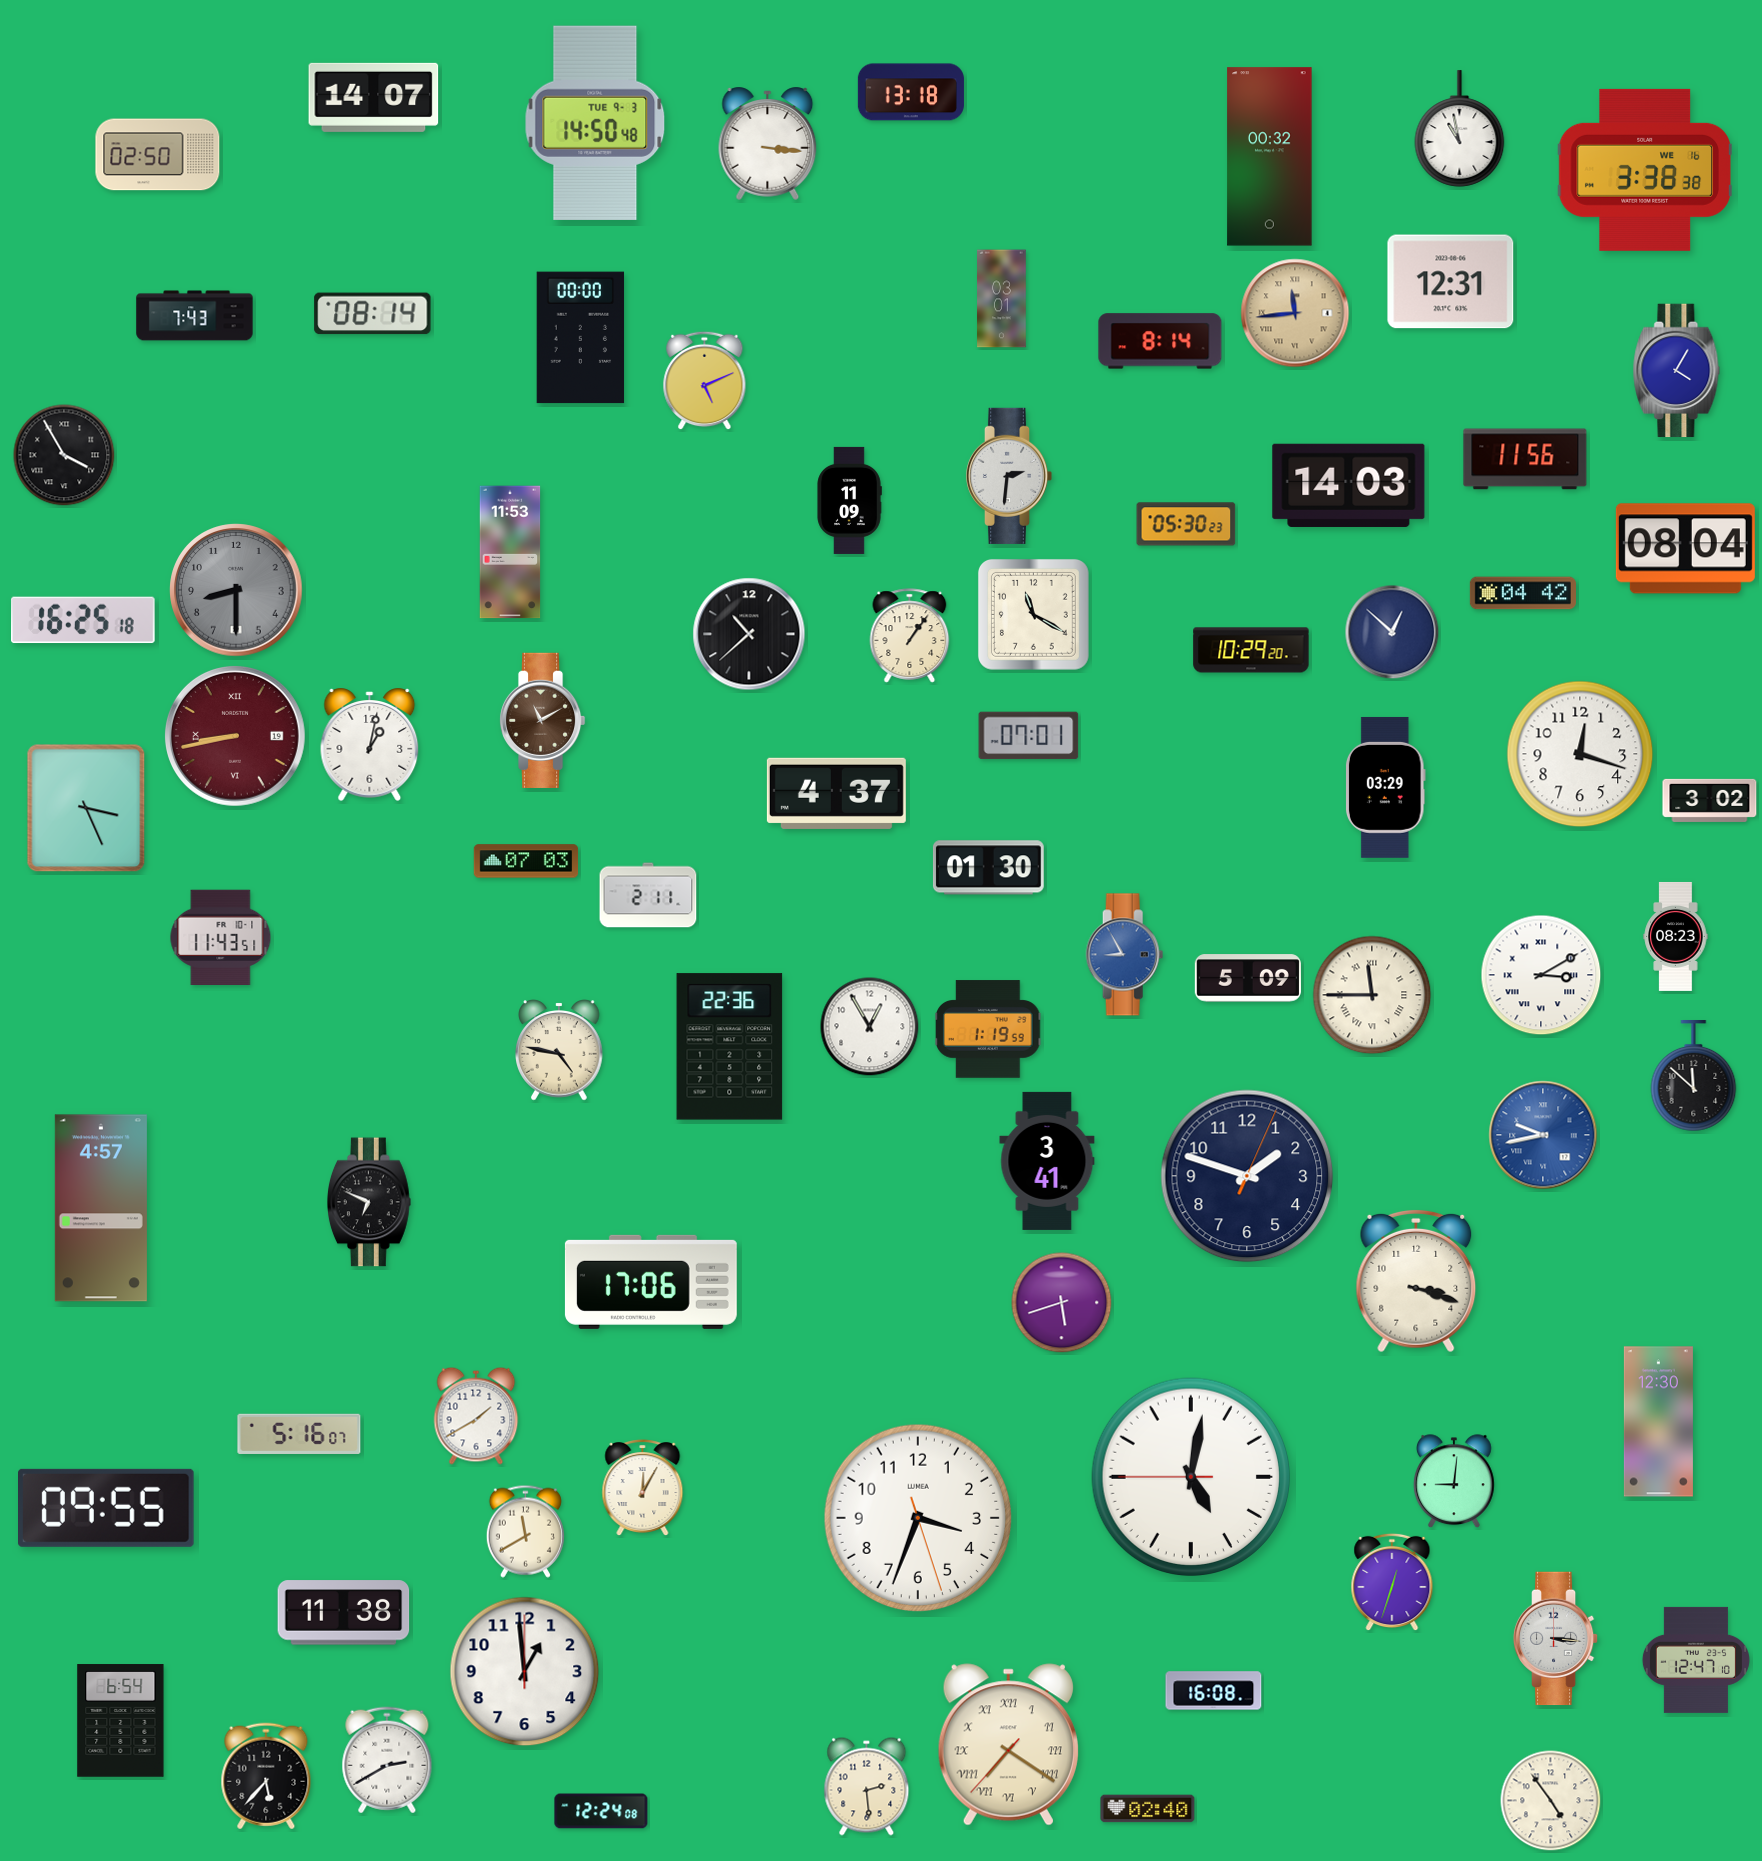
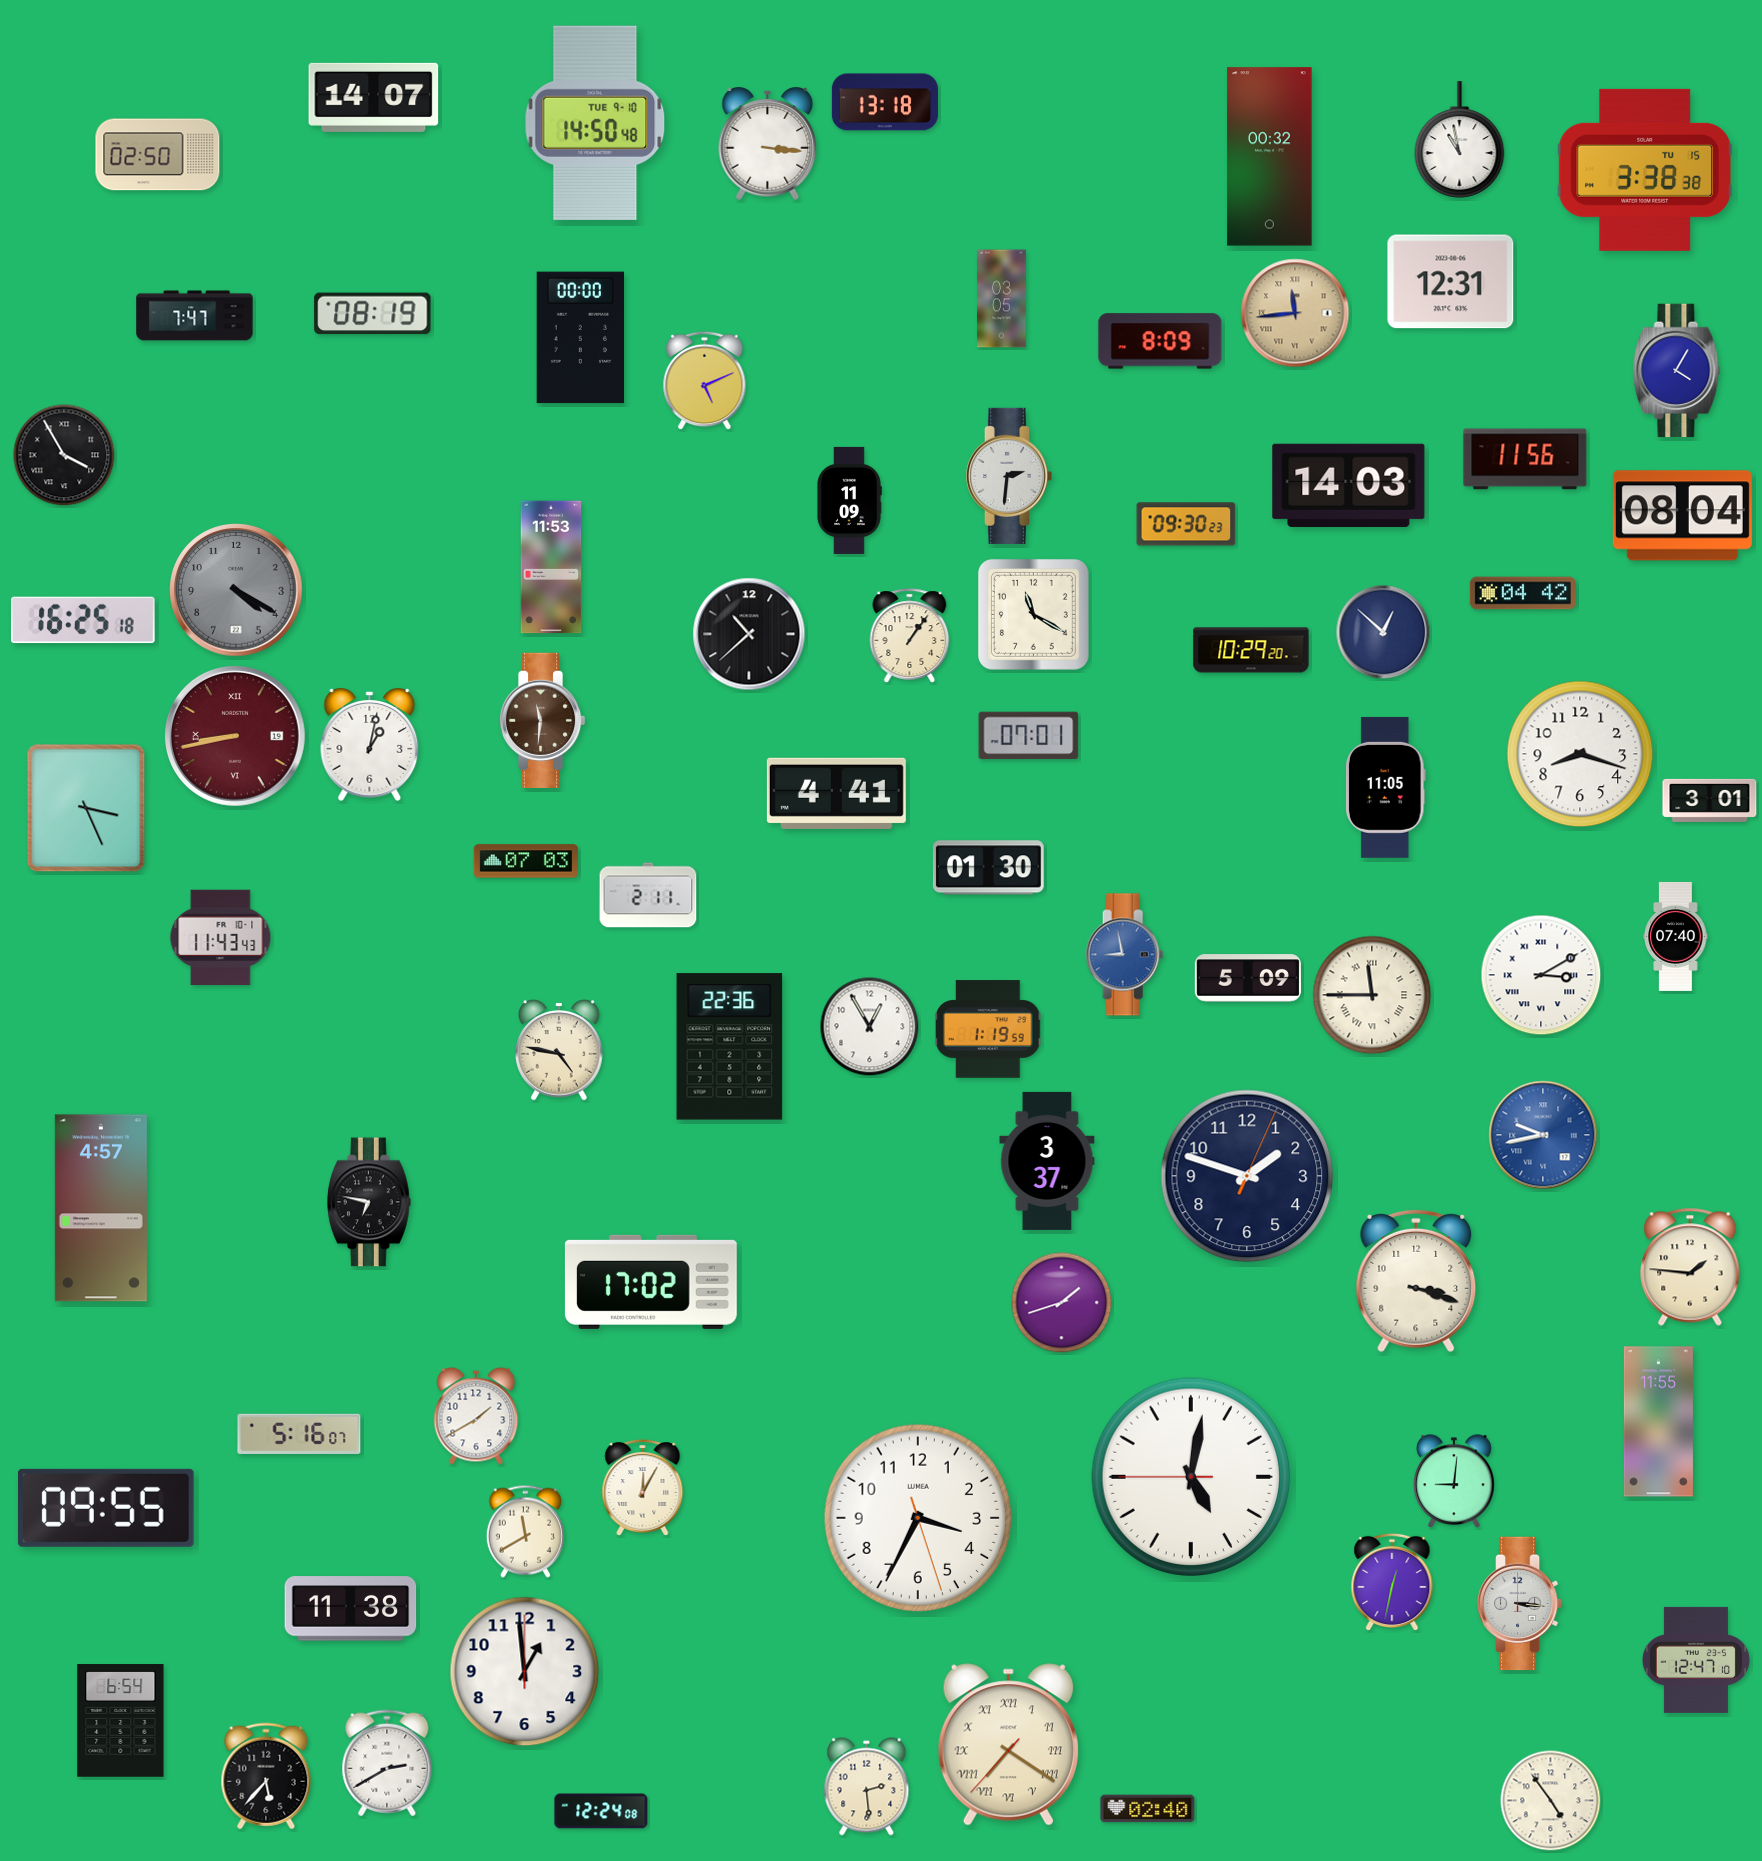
clock at (911, 92) position: (911, 92) -> (885, 102)
clock at (595, 122) date: TUE 9-3 -> TUE 9-10
clock at (1460, 129) position: (1460, 129) -> (1460, 140)
clock at (1645, 170) date: WE 16 -> TU 15
clock at (1002, 299): 03:01 -> 03:05
clock at (373, 314): 08:14 -> 08:19
clock at (195, 316): 7:43 -> 7:47
clock at (1160, 341): 8:14 -> 8:09
clock at (1186, 524): 05:30 -> 09:30
clock at (1685, 549) position: (1685, 549) -> (1682, 516)
clock at (510, 552) position: (510, 552) -> (551, 567)
clock at (236, 590): 8:30 -> 4:20
clock at (1392, 632) position: (1392, 632) -> (1383, 632)
clock at (542, 720): 11:10 -> 11:31
clock at (1580, 754): 12:18 -> 8:18
clock at (1385, 787): 03:29 -> 11:05
clock at (836, 793): 4:37 -> 4:41
clock at (1710, 800): 3:02 -> 3:01
clock at (1676, 936): 08:23 -> 07:40
clock at (221, 937): 11:43:51 -> 11:43:43
clock at (1125, 955): 8:55 -> 8:58
clock at (1694, 1077): 11:52 -> none
clock at (1047, 1161): 3:41 -> 3:37
clock at (370, 1202): 6:49 -> 6:47
clock at (1690, 1267): none -> 1:46
clock at (651, 1282): 17:06 -> 17:02
clock at (1062, 1303): 5:42 -> 1:42
clock at (1658, 1422): 12:30 -> 11:55
clock at (918, 1518): 3:33 -> 3:34
clock at (1392, 1582): 12:33 -> 12:32
clock at (344, 1613) position: (344, 1613) -> (351, 1609)
clock at (1556, 1639) position: (1556, 1639) -> (1520, 1604)
clock at (1214, 1691): 16:08 -> none
clock at (387, 1760) position: (387, 1760) -> (387, 1763)
